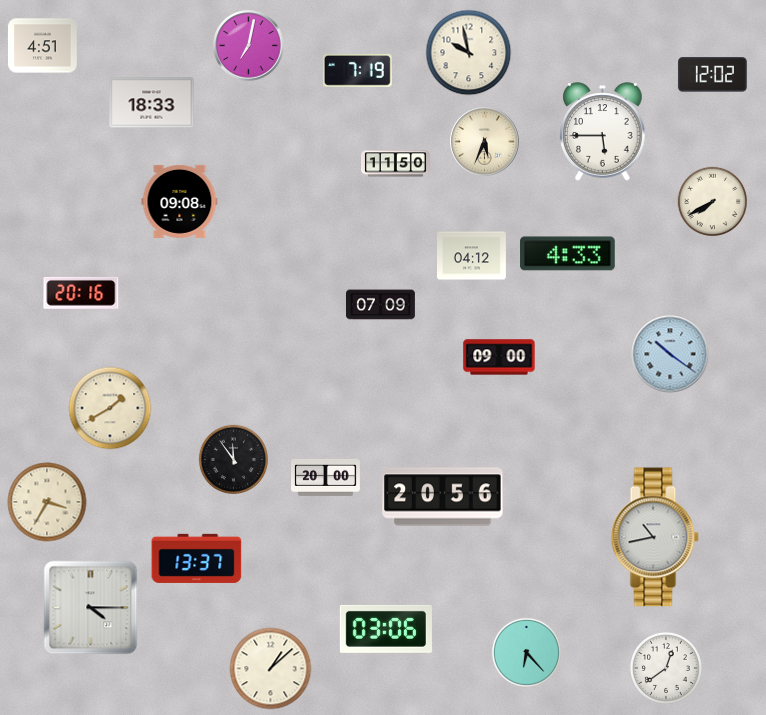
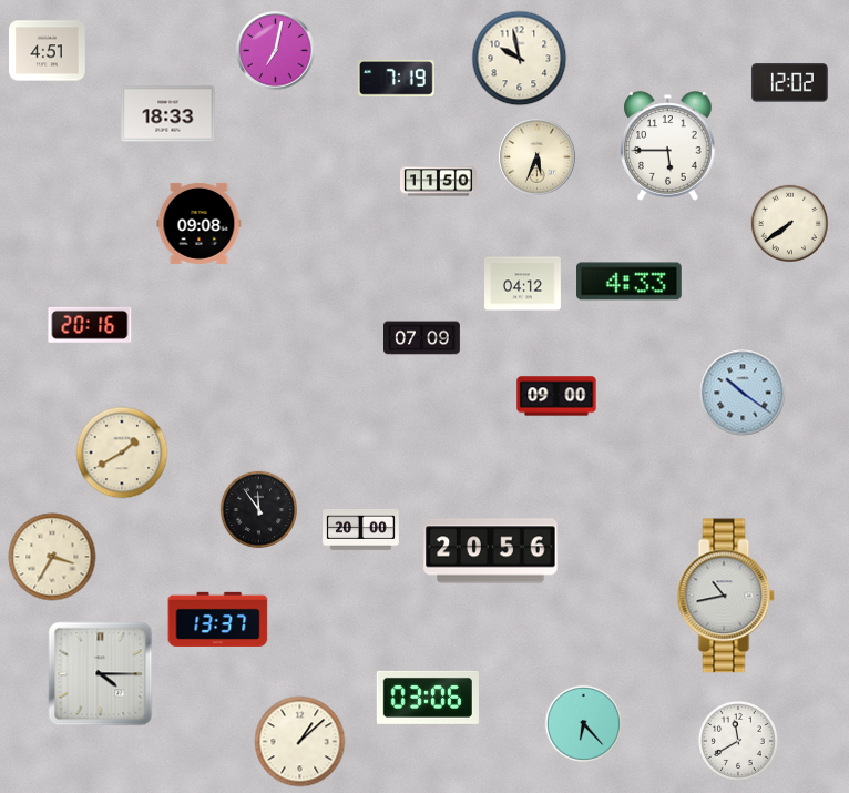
clock at (712, 201): 7:40 -> 7:39
clock at (499, 357) position: (499, 357) -> (556, 396)
clock at (666, 668): 12:39 -> 11:40
